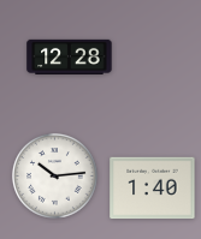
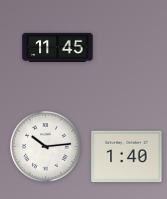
clock at (70, 56): 12:28 -> 11:45
